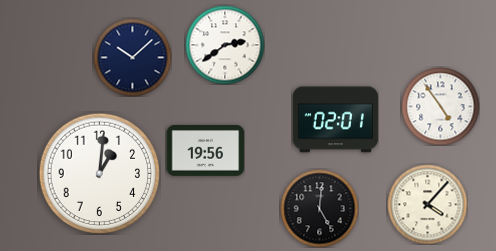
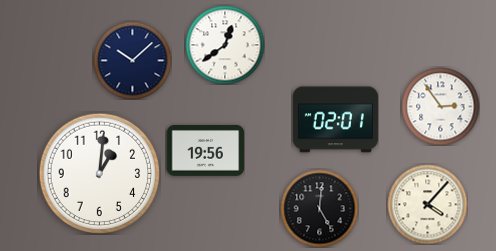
clock at (225, 45): 2:39 -> 12:39
clock at (132, 57) position: (132, 57) -> (132, 60)
clock at (440, 106): 4:54 -> 2:54
